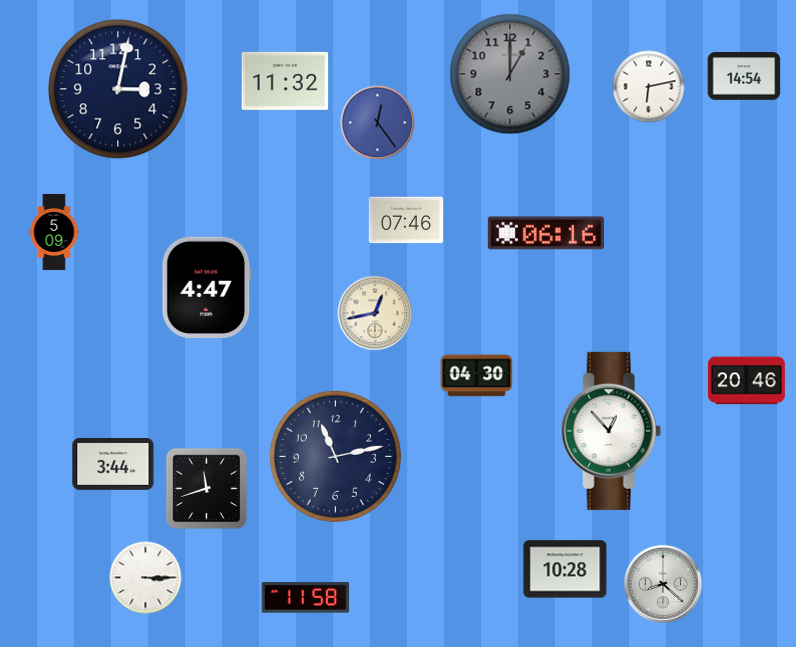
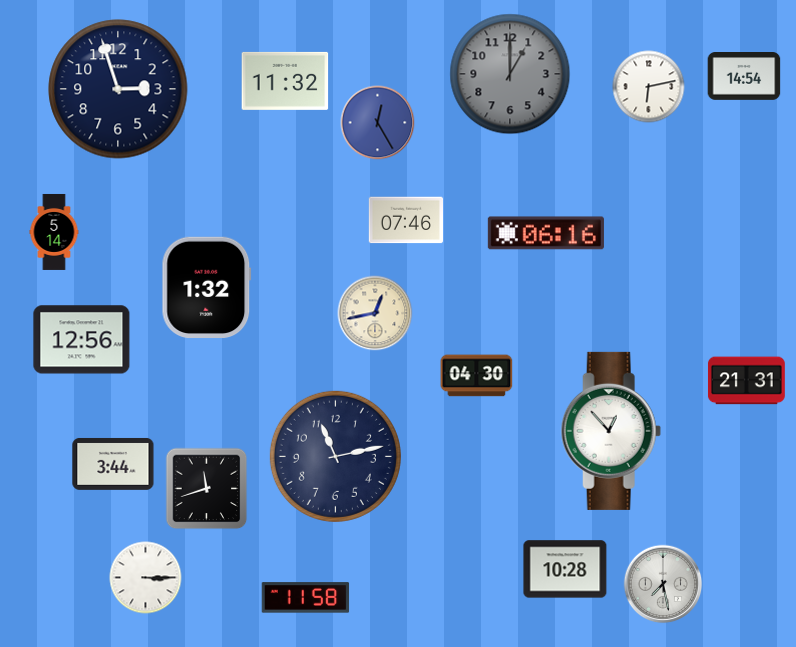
clock at (118, 89): 3:02 -> 2:57
clock at (378, 123): 12:24 -> 12:25
clock at (54, 232): 5:09 -> 5:14
clock at (207, 288): 4:47 -> 1:32
clock at (82, 340): none -> 12:56
clock at (746, 381): 20:46 -> 21:31
clock at (663, 584): 8:22 -> 7:28
